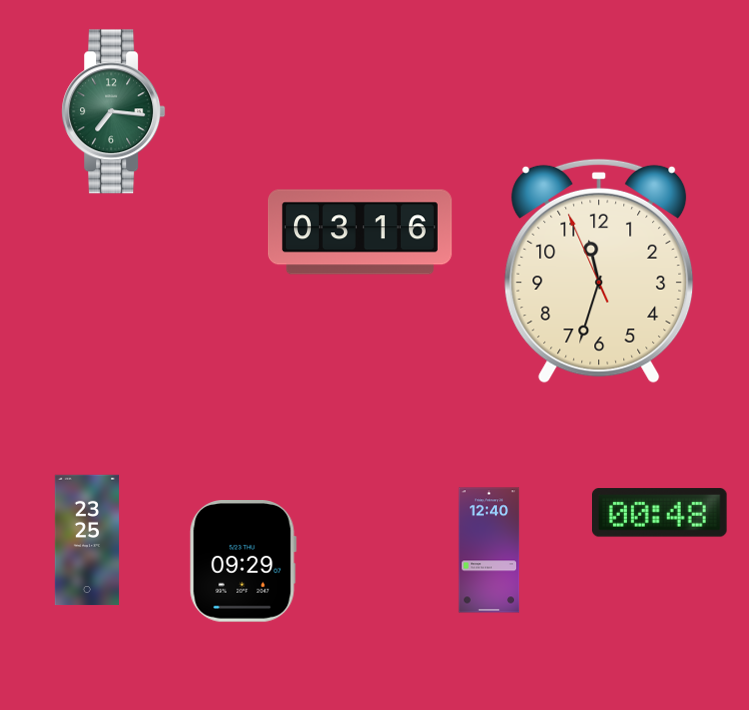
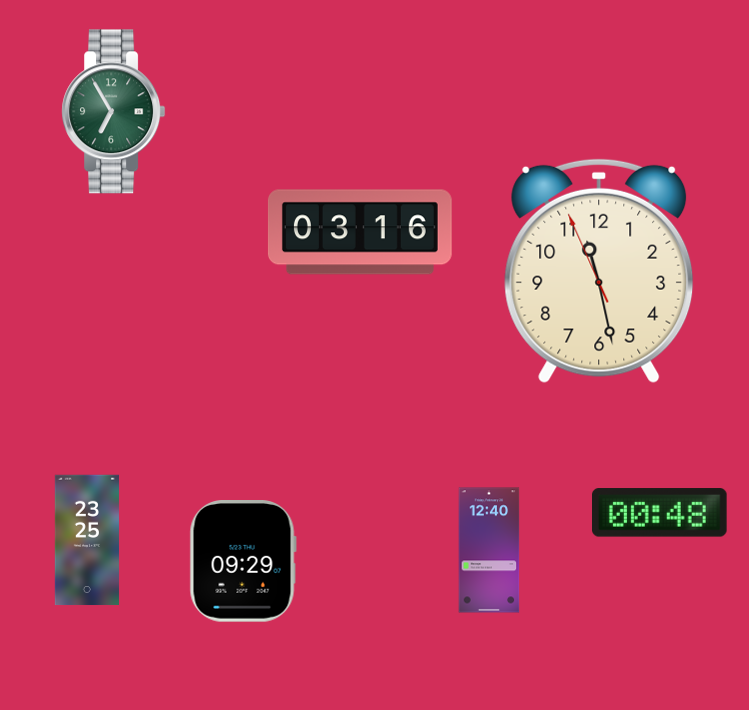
clock at (114, 112): 7:16 -> 6:55
clock at (599, 271): 11:32 -> 11:27
